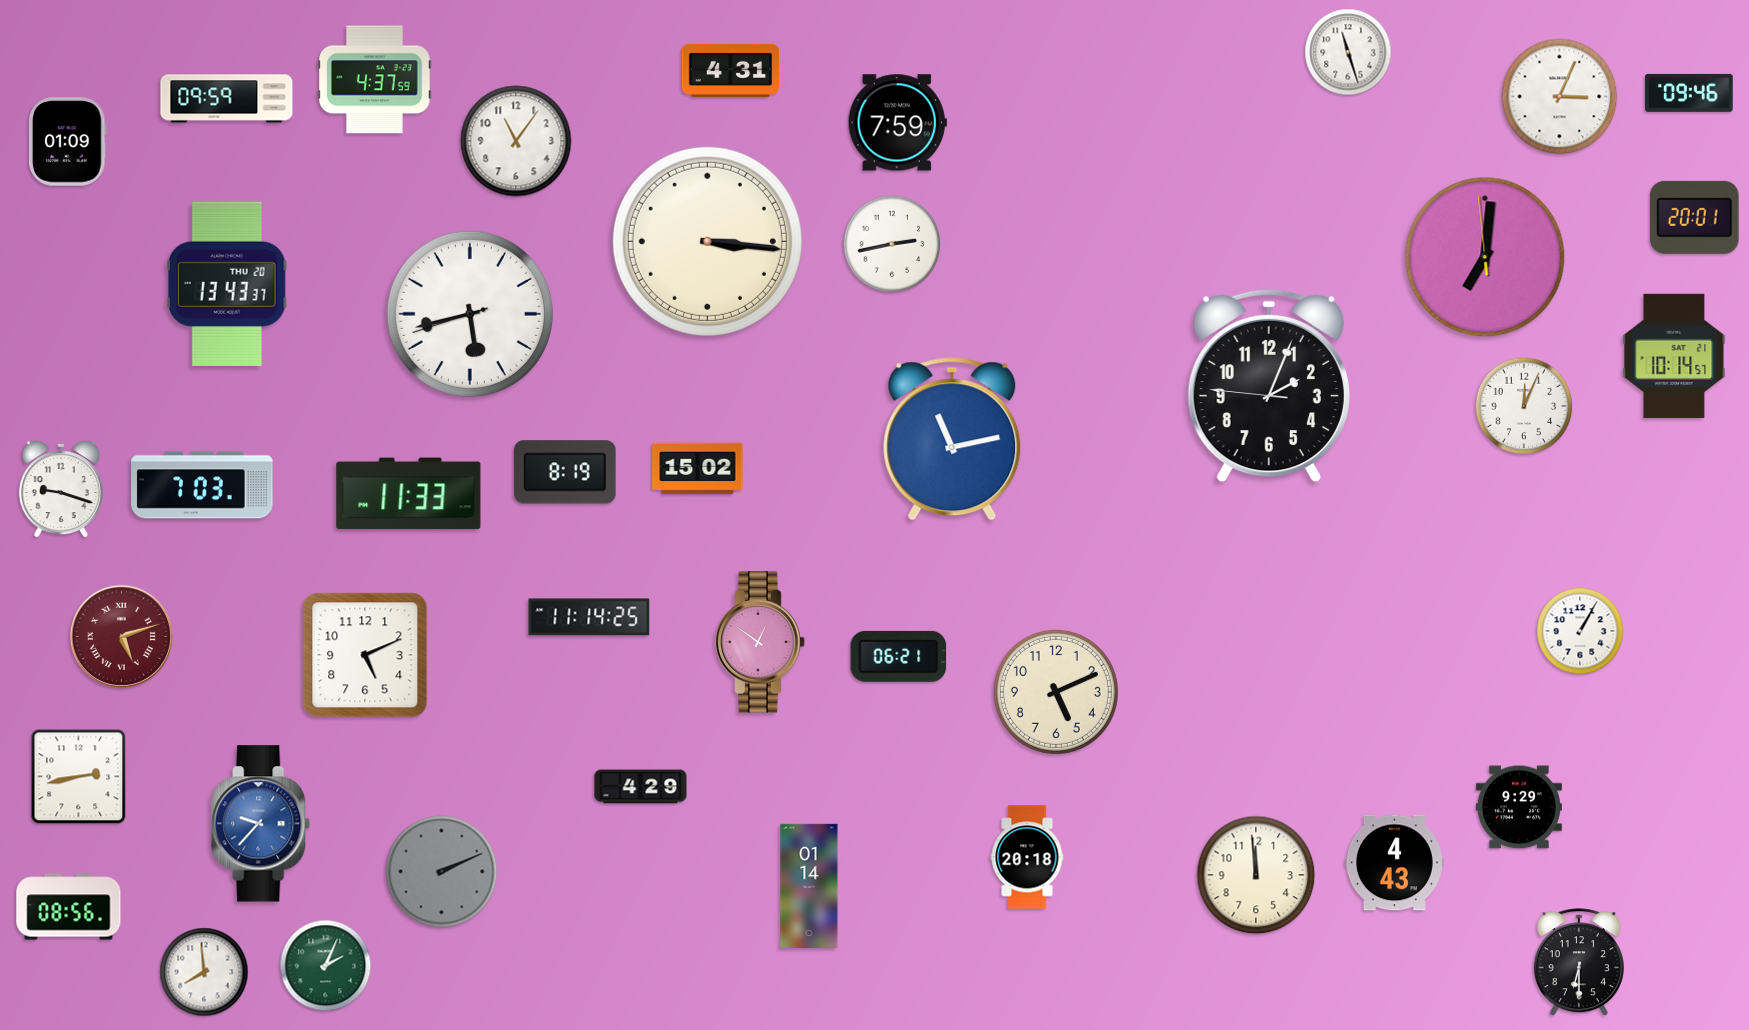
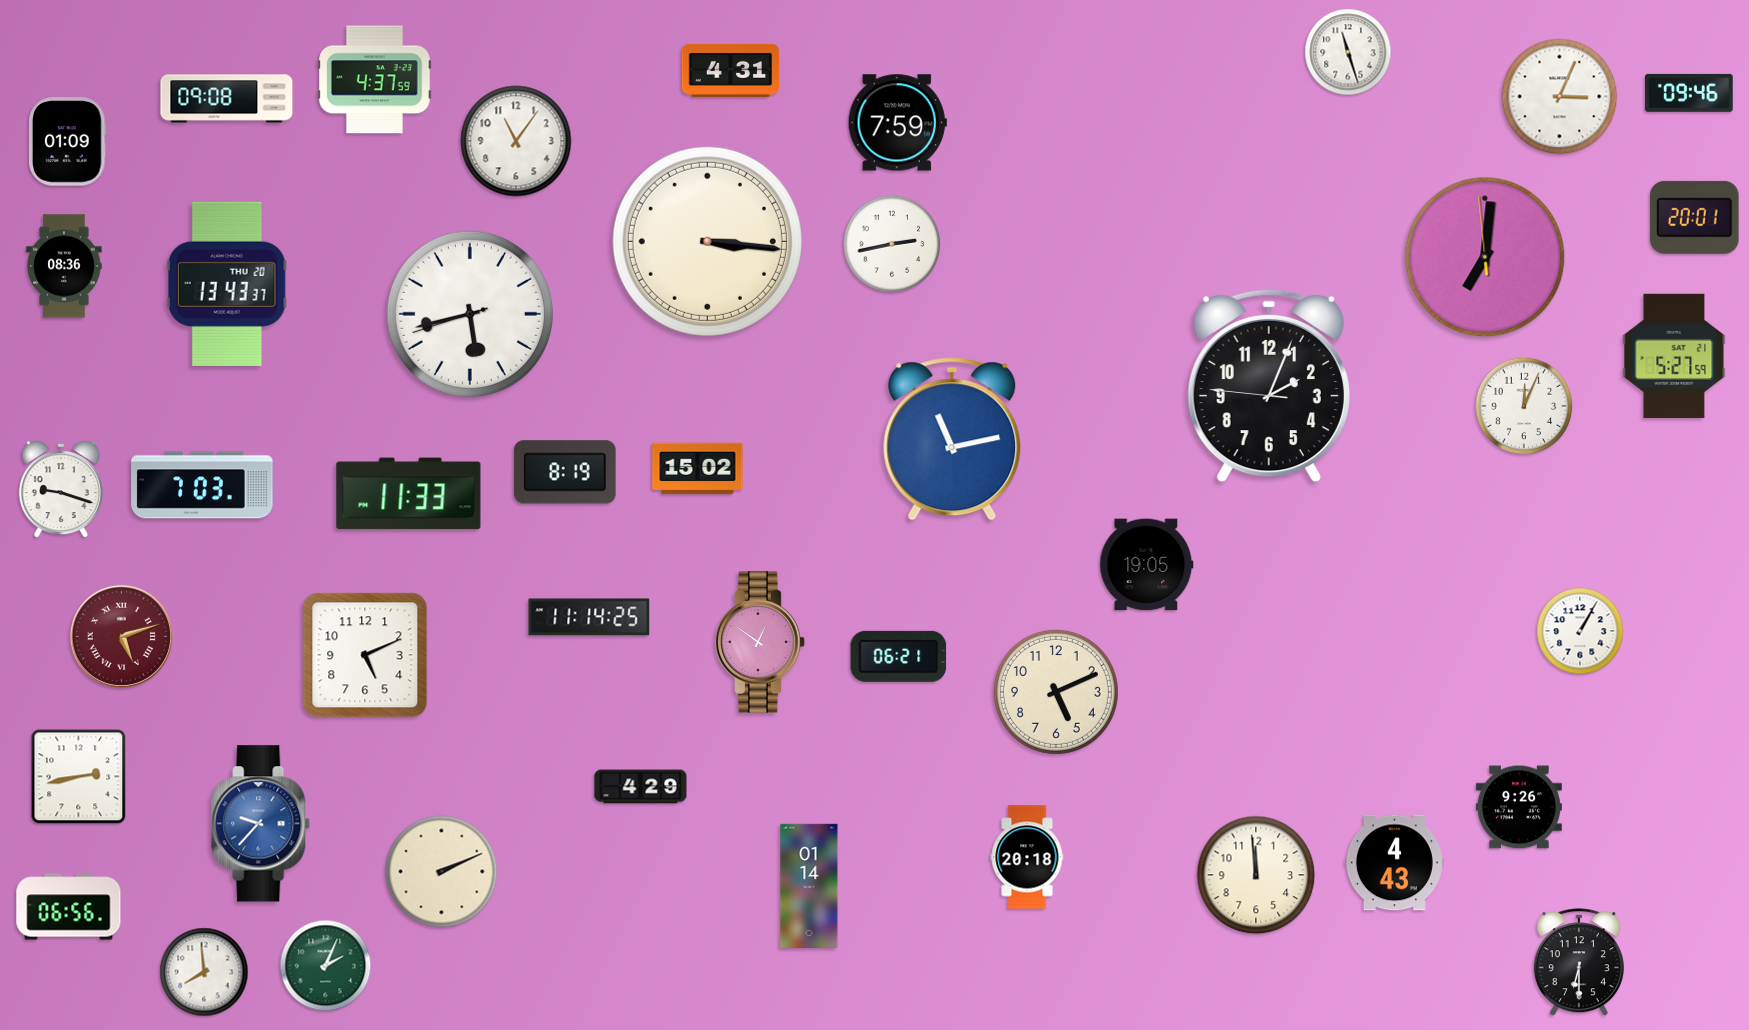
clock at (227, 99): 09:59 -> 09:08
clock at (64, 266): none -> 08:36
clock at (1674, 356): 10:14 -> 5:27
clock at (1147, 565): none -> 19:05
clock at (1519, 807): 9:29 -> 9:26
clock at (442, 872) dial: grey -> cream
clock at (69, 907): 08:56 -> 06:56
